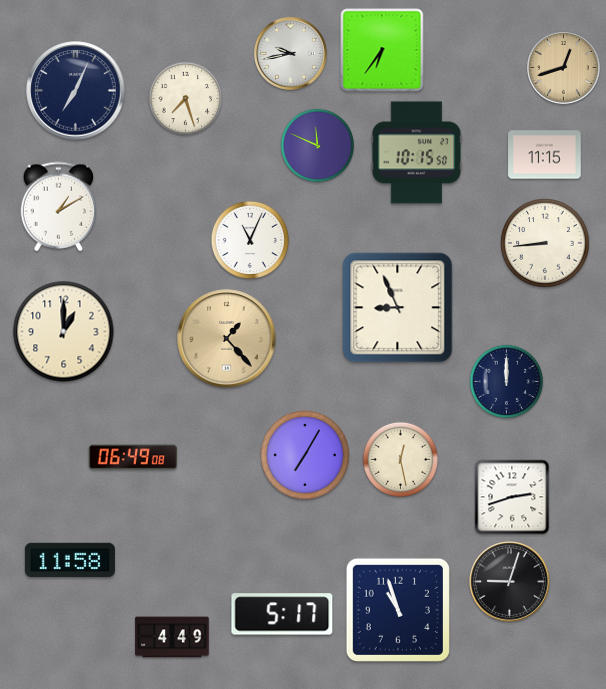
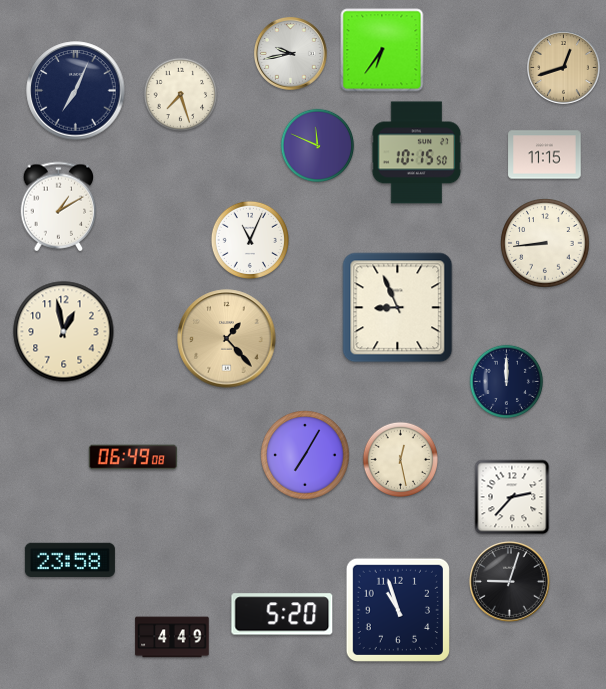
clock at (186, 99) position: (186, 99) -> (181, 95)
clock at (64, 332): 1:00 -> 12:58
clock at (512, 497): 2:42 -> 2:37
clock at (70, 559): 11:58 -> 23:58
clock at (282, 614): 5:17 -> 5:20
